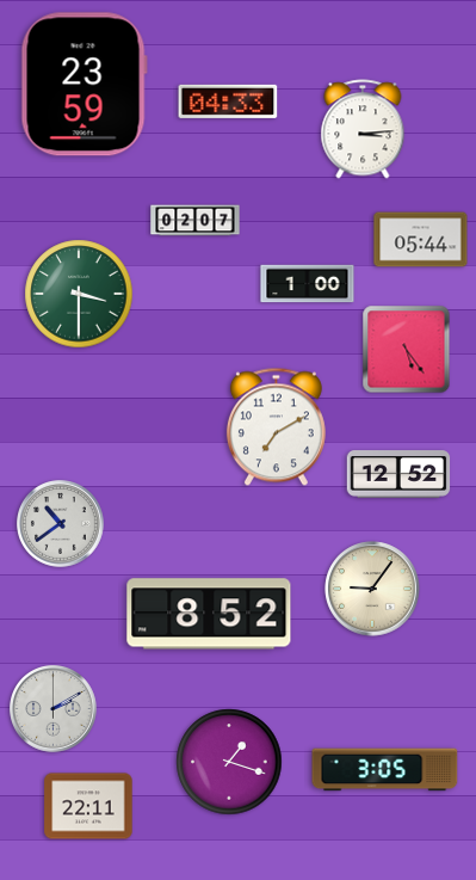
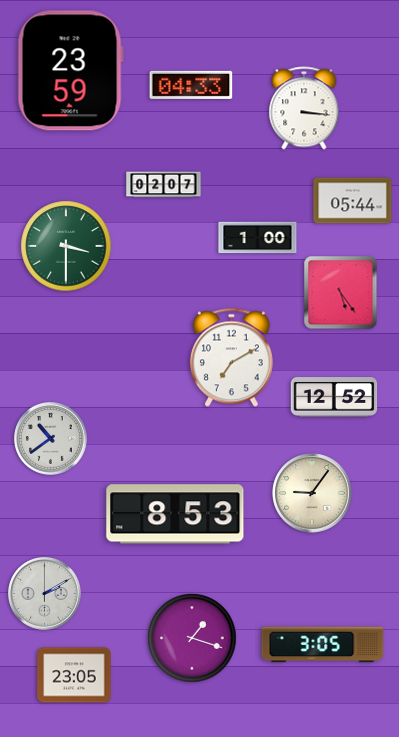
clock at (363, 129): 3:14 -> 3:16
clock at (209, 614): 8:52 -> 8:53
clock at (88, 806): 22:11 -> 23:05
